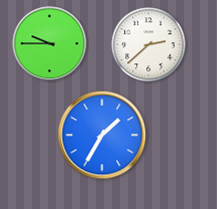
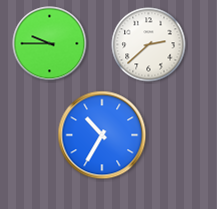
clock at (102, 135): 1:35 -> 10:35
